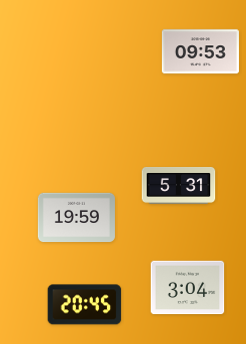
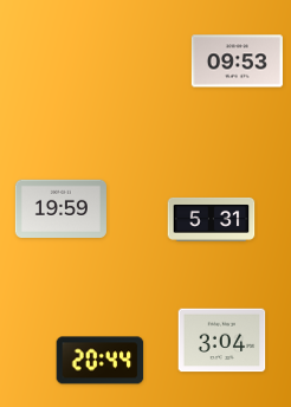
clock at (76, 217) position: (76, 217) -> (60, 208)
clock at (85, 305): 20:45 -> 20:44
